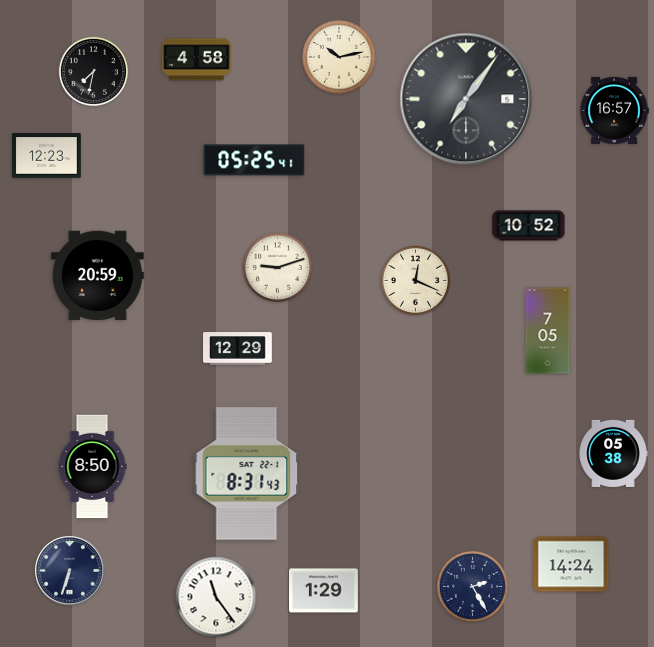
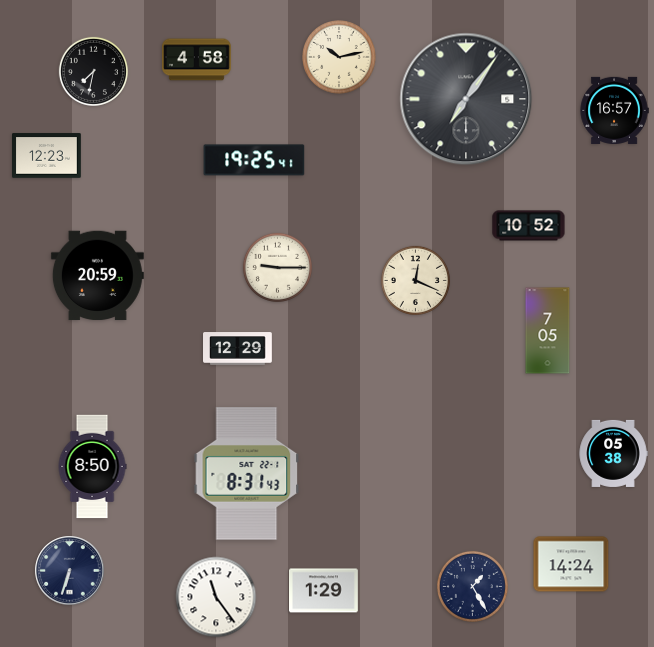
clock at (254, 160): 05:25 -> 19:25
clock at (277, 267): 9:12 -> 9:15
clock at (472, 586): 2:25 -> 1:25
